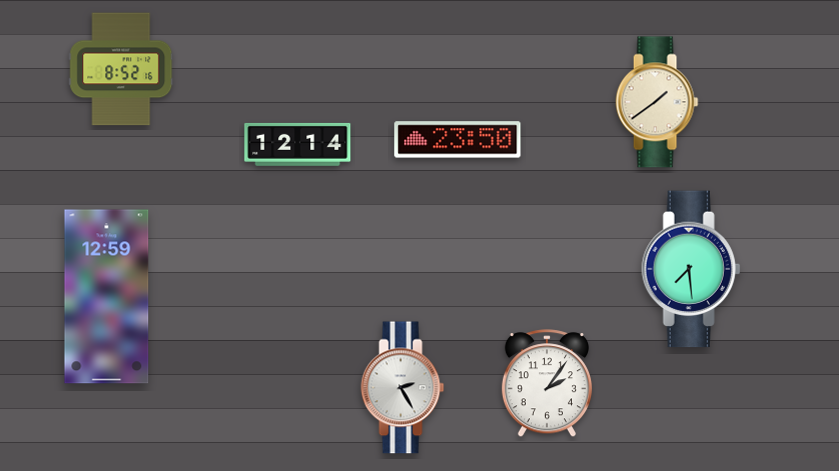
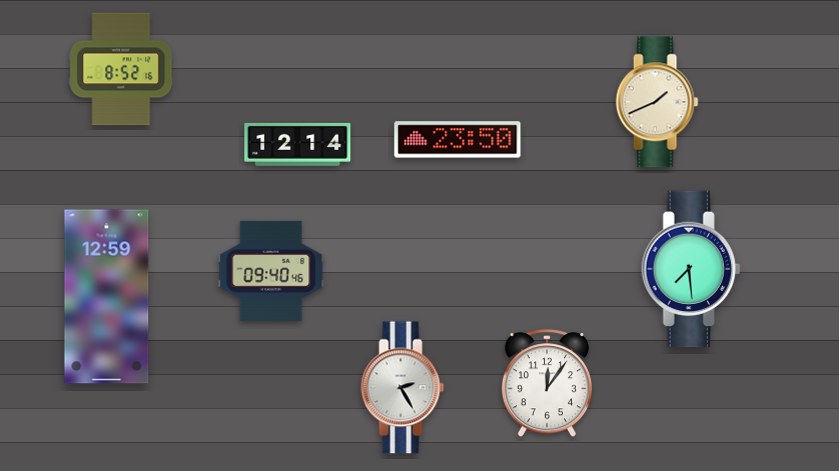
clock at (657, 102): 1:39 -> 1:41
clock at (271, 271): none -> 09:40
clock at (547, 384): 2:06 -> 12:06
